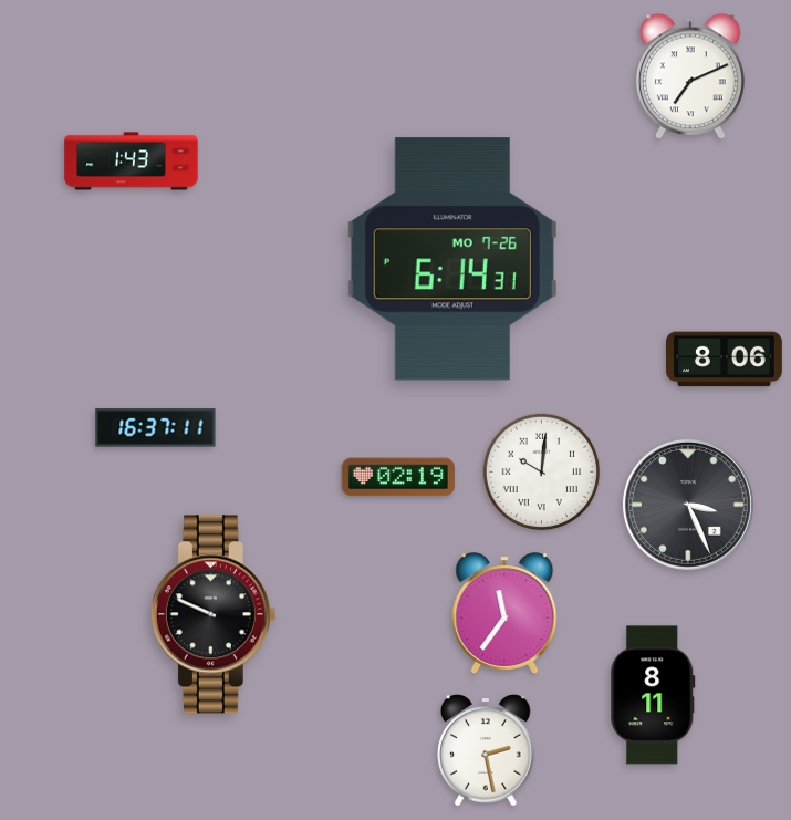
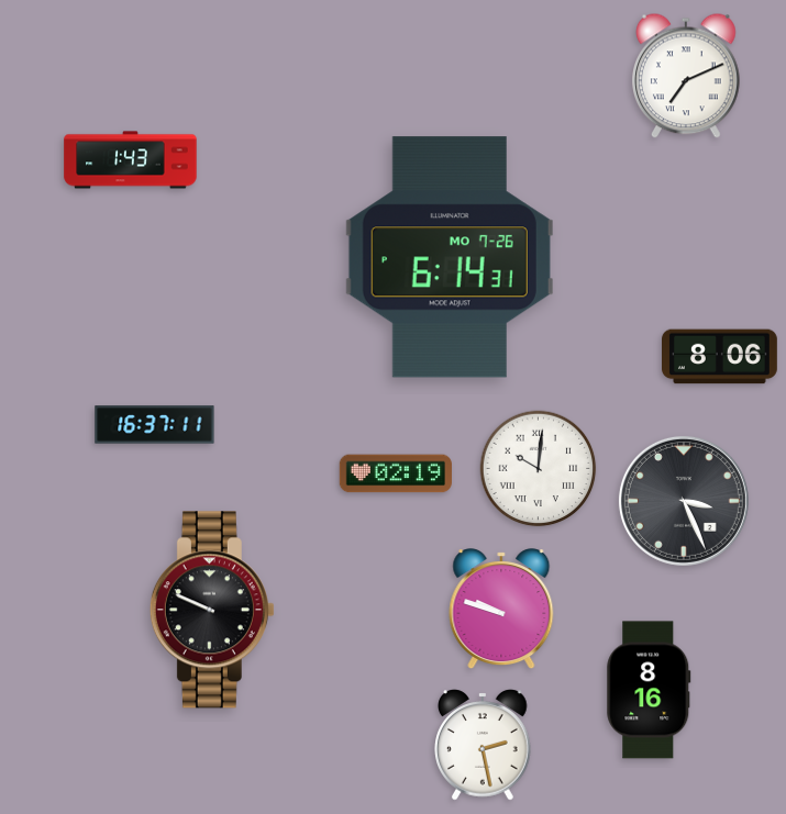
clock at (504, 614): 11:36 -> 9:48
clock at (653, 695): 8:11 -> 8:16
